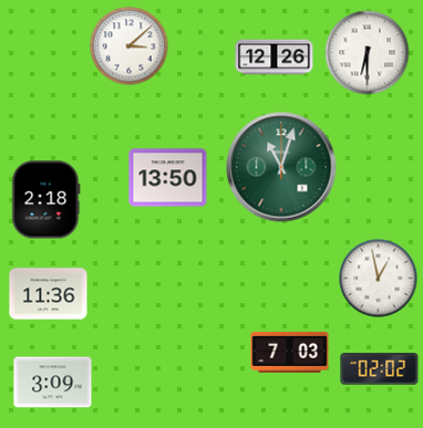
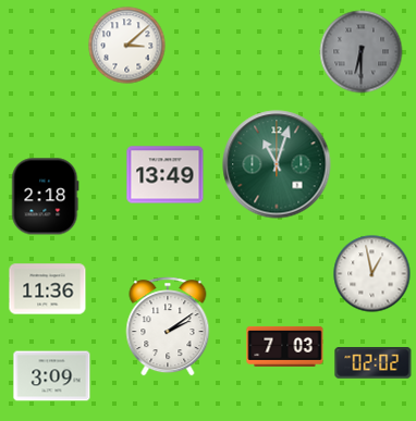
clock at (368, 53) dial: white -> grey
clock at (275, 58): 12:26 -> none
clock at (168, 178): 13:50 -> 13:49
clock at (168, 326): none -> 2:09
